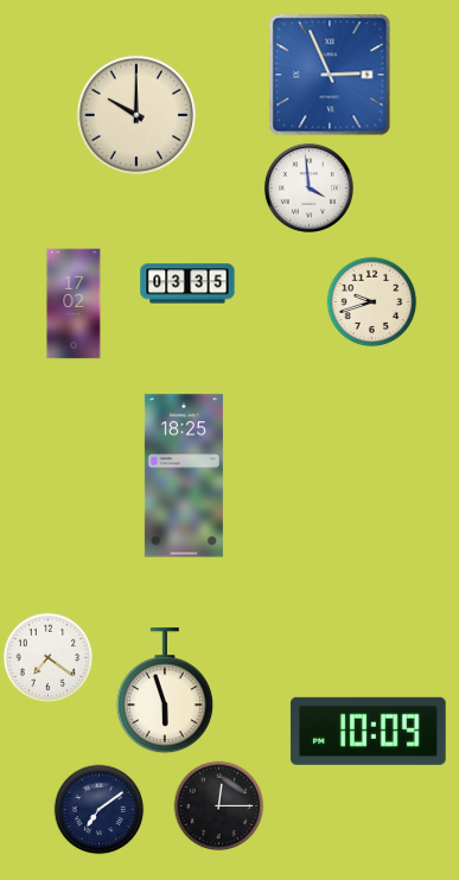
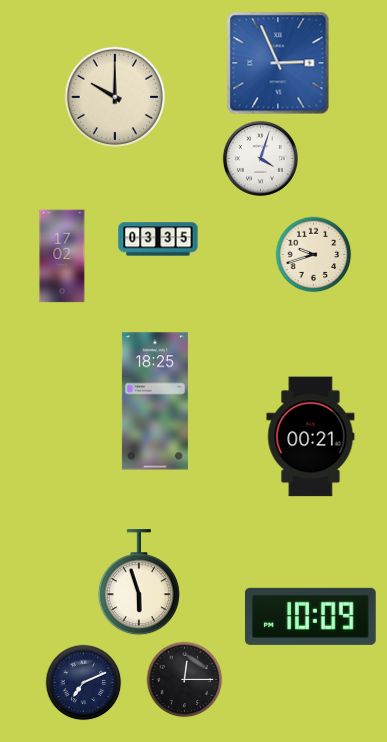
clock at (308, 187): 3:59 -> 4:03
clock at (311, 437): none -> 00:21
clock at (49, 658): 7:21 -> none
clock at (100, 810): 7:09 -> 7:11
